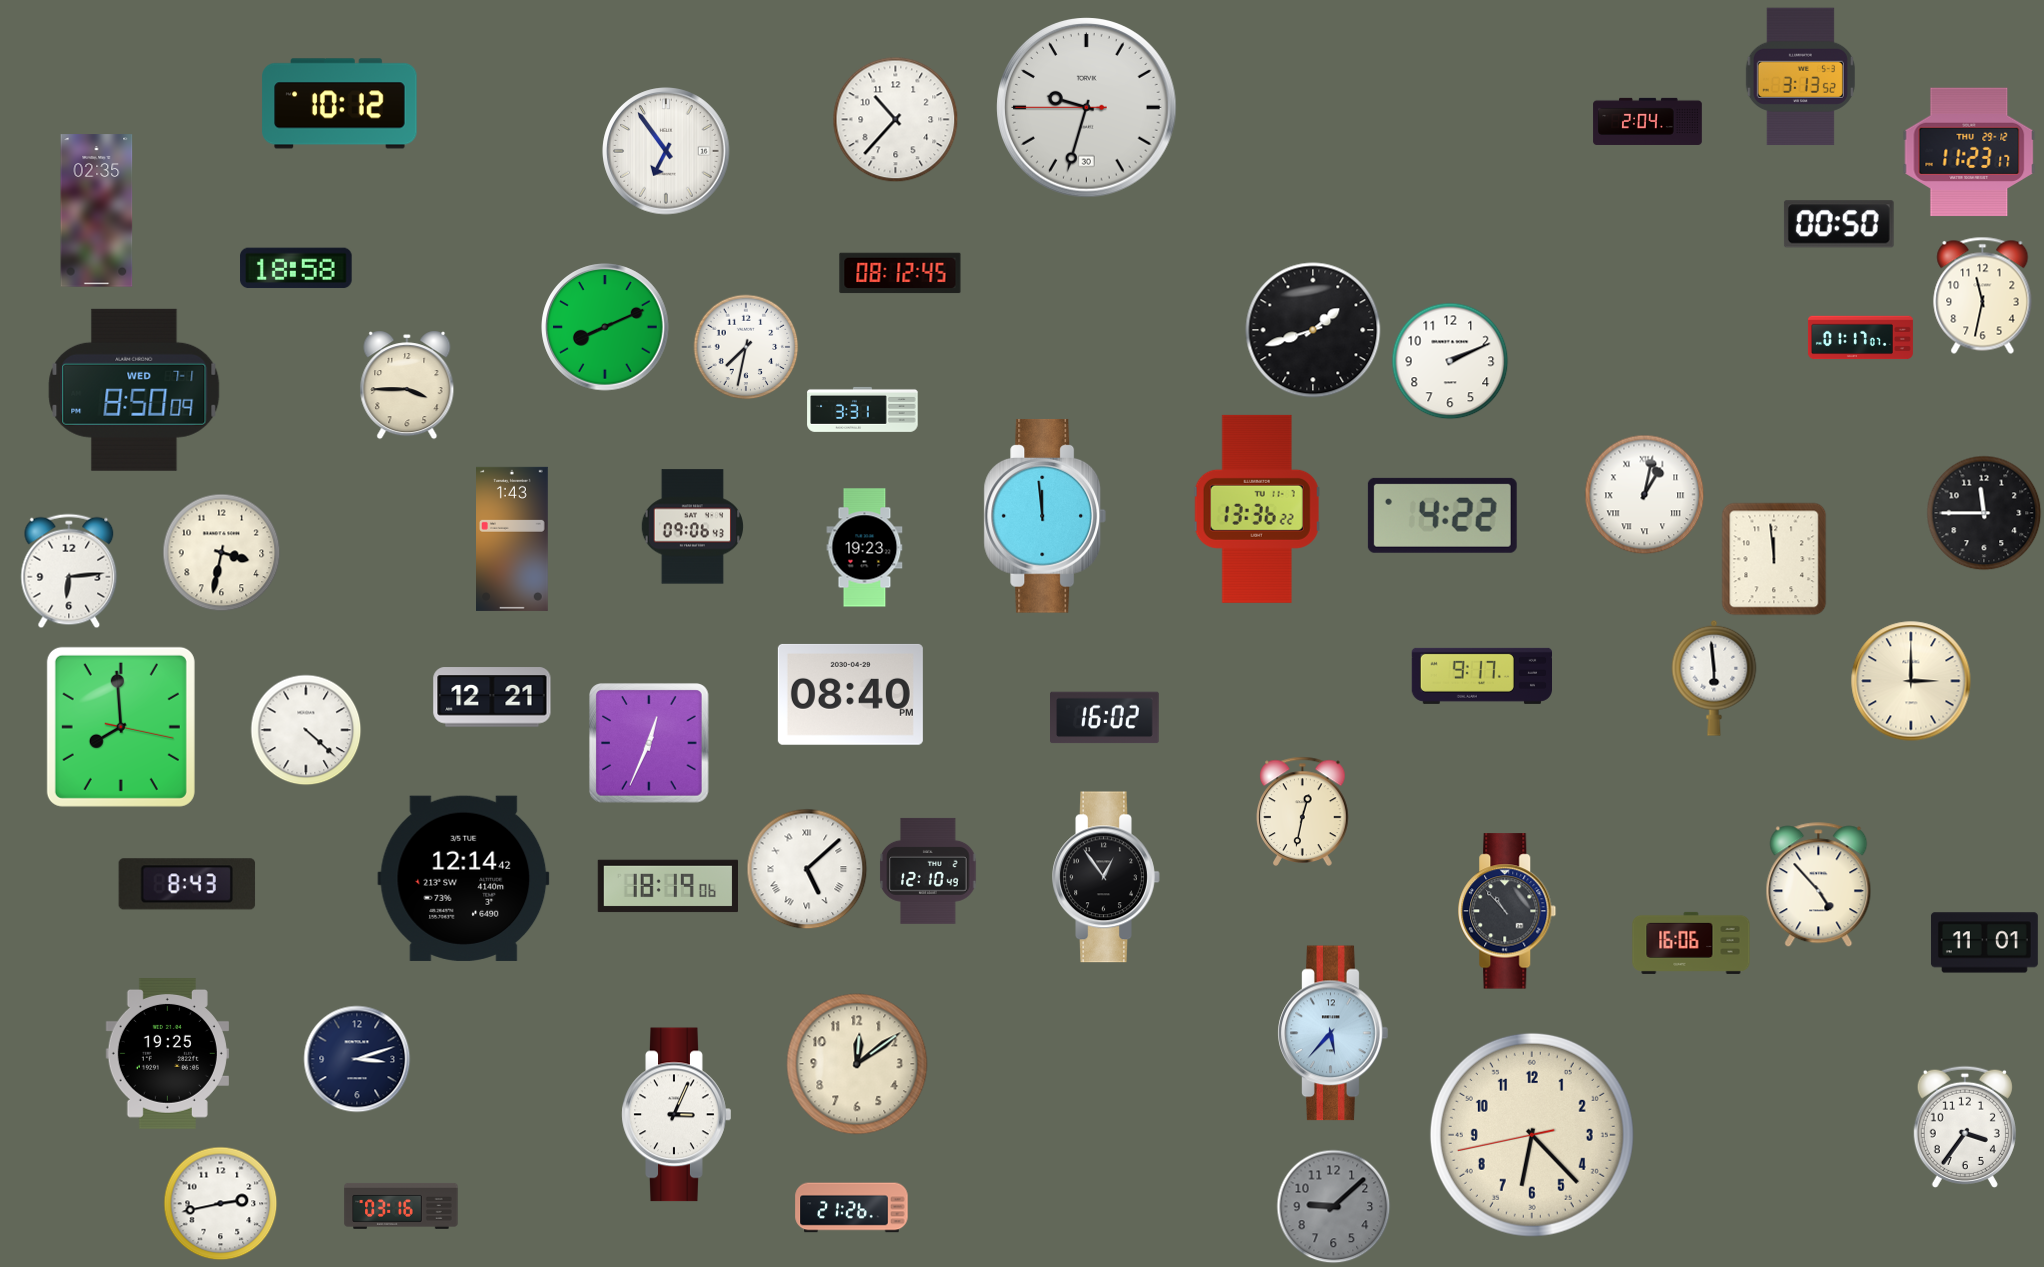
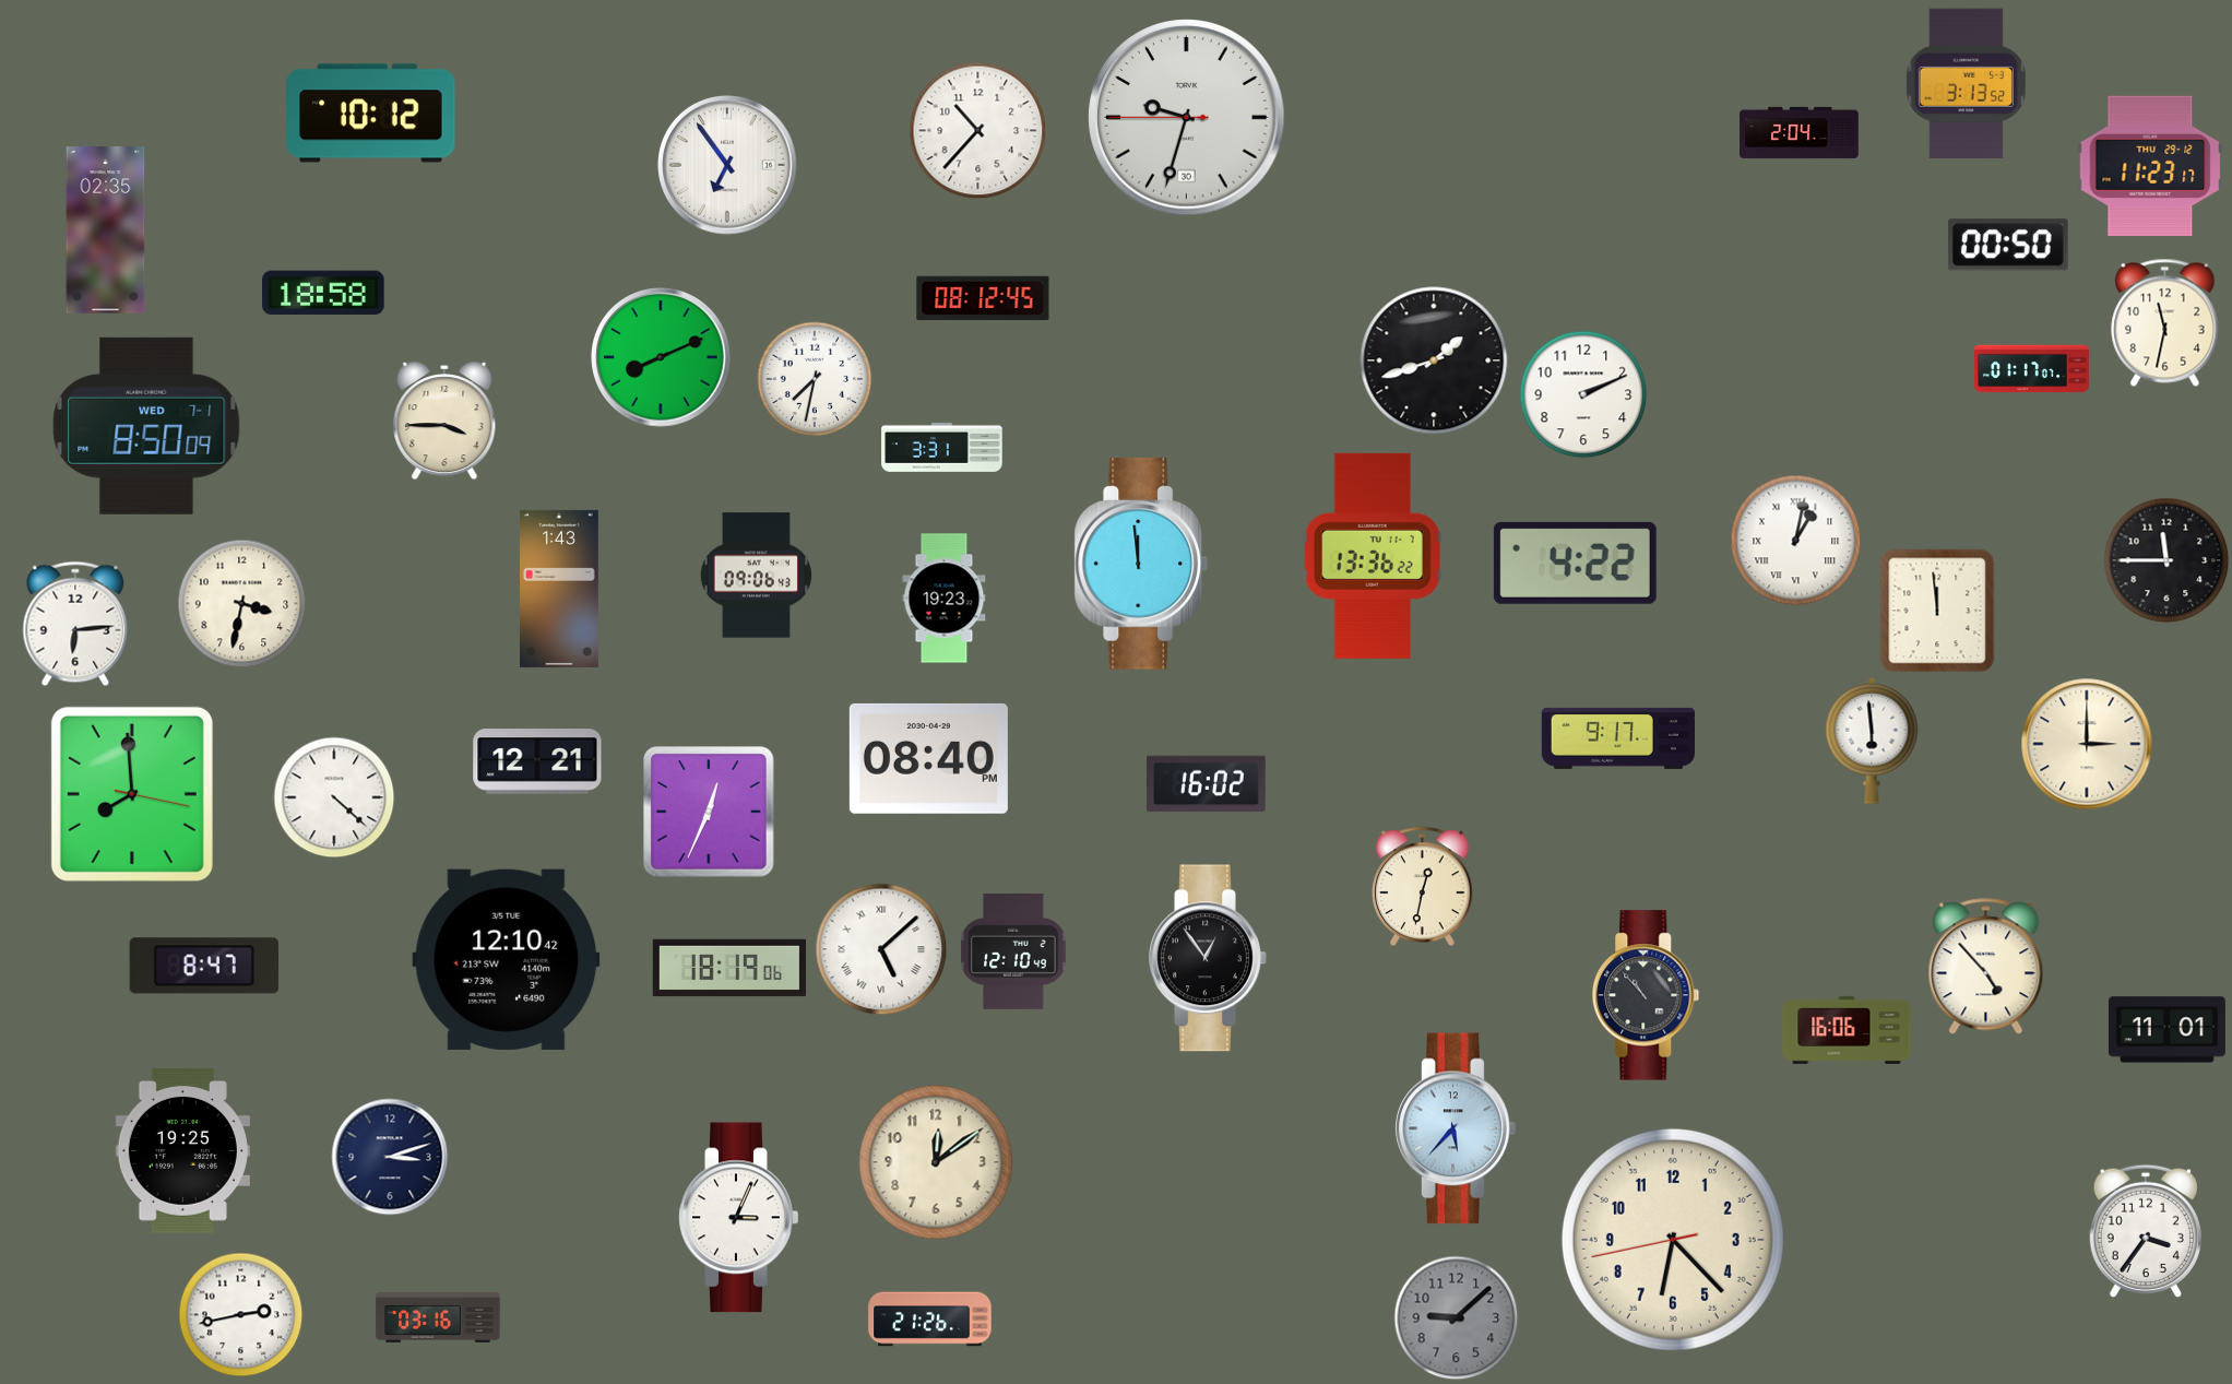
clock at (464, 878): 12:14 -> 12:10
clock at (187, 884): 8:43 -> 8:47
